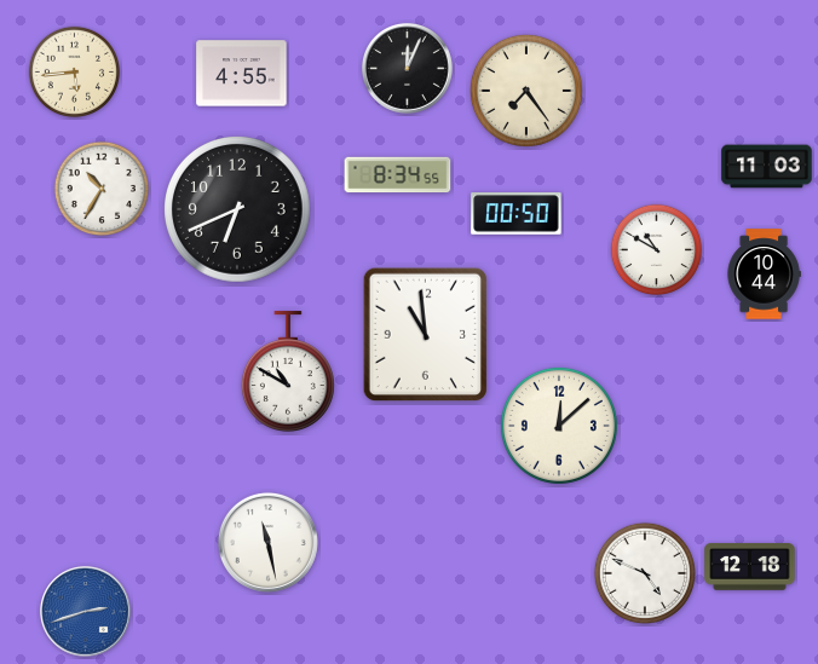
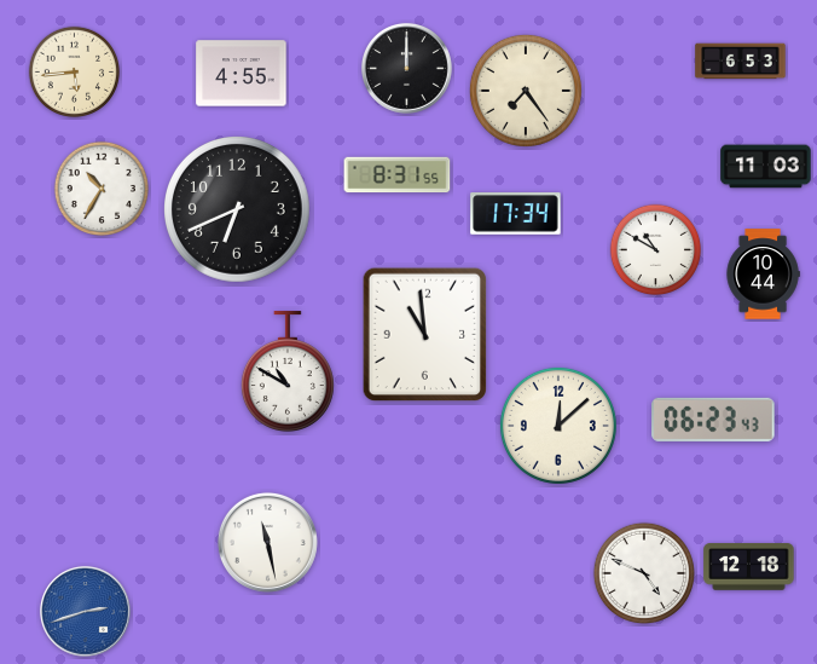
clock at (741, 62): none -> 6:53
clock at (407, 68): 12:04 -> 12:00
clock at (398, 175): 8:34 -> 8:31
clock at (517, 214): 00:50 -> 17:34
clock at (713, 420): none -> 06:23
